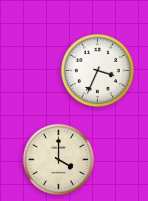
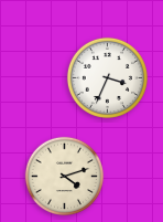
clock at (59, 160): 4:00 -> 4:12
